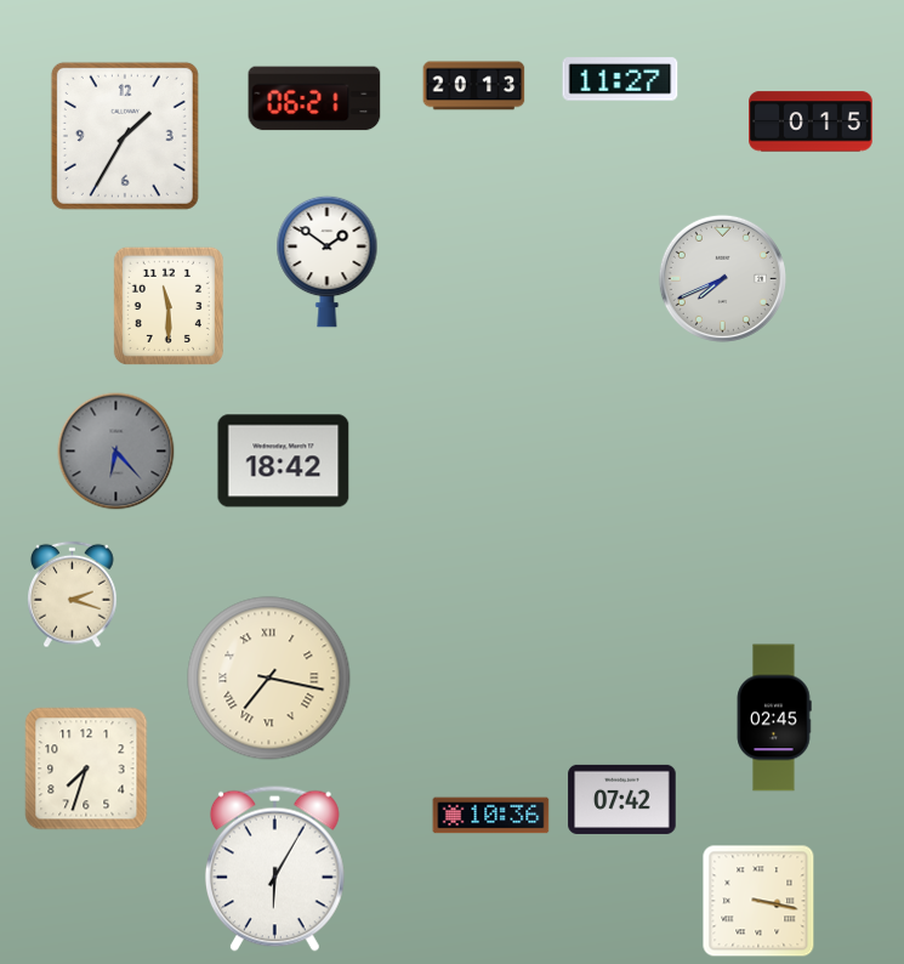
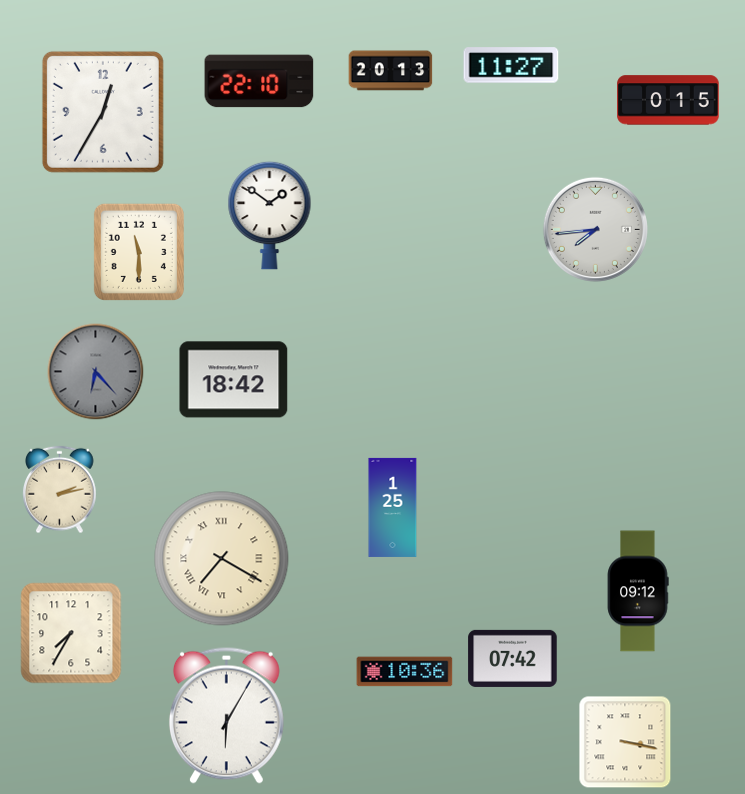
clock at (314, 98): 06:21 -> 22:10
clock at (125, 136): 1:35 -> 12:35
clock at (722, 278): 7:41 -> 7:44
clock at (73, 595): 2:18 -> 2:13
clock at (393, 507): none -> 1:25
clock at (269, 679): 7:17 -> 7:20
clock at (774, 718): 02:45 -> 09:12
clock at (86, 769): 7:33 -> 7:35
